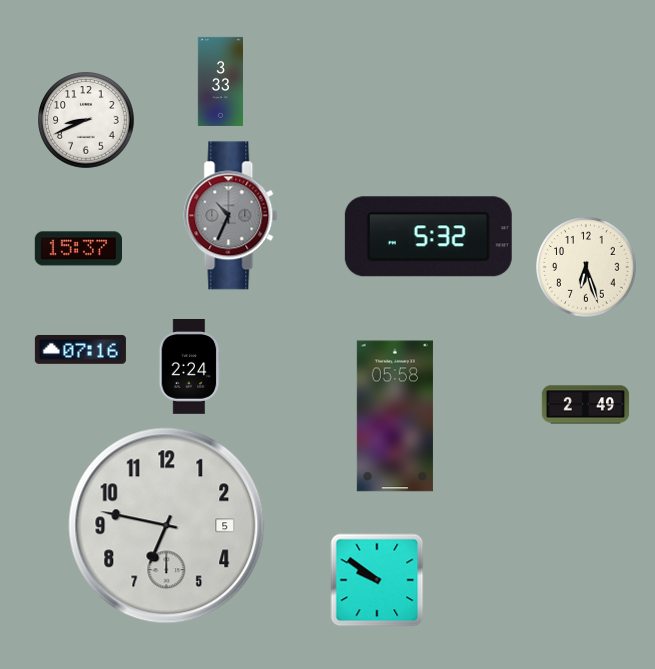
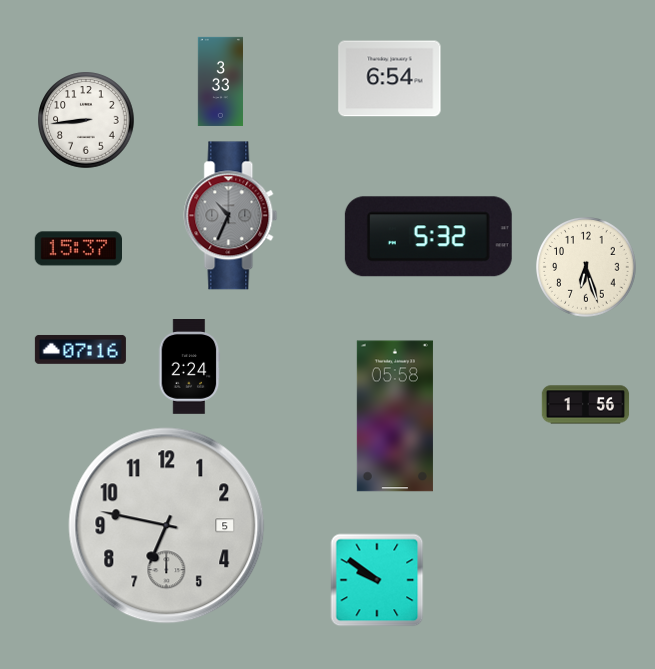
clock at (390, 79): none -> 6:54
clock at (86, 120): 8:41 -> 8:44
clock at (586, 405): 2:49 -> 1:56
